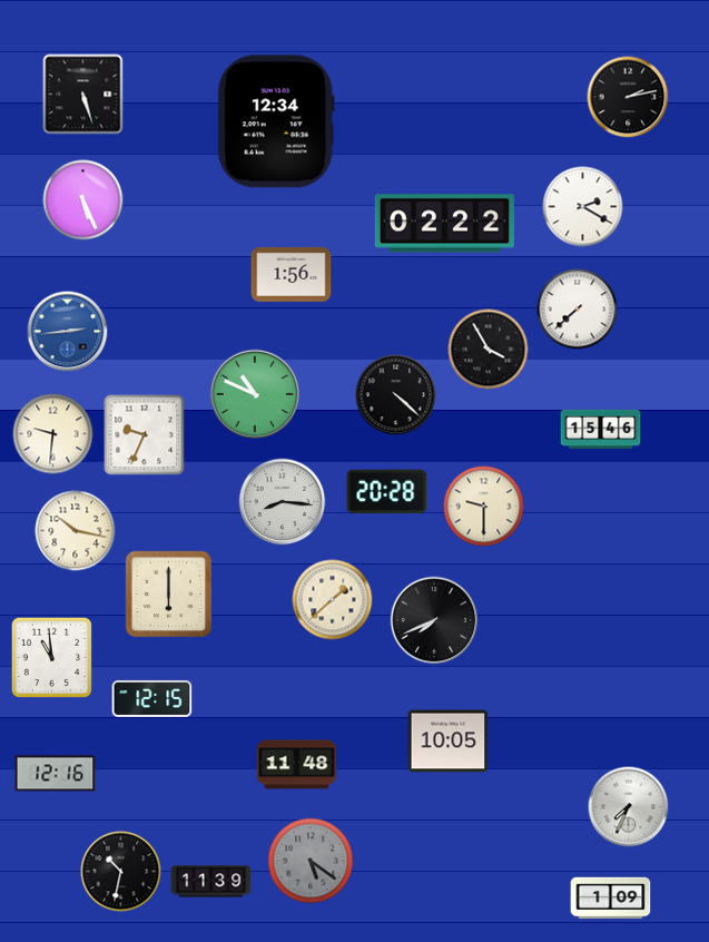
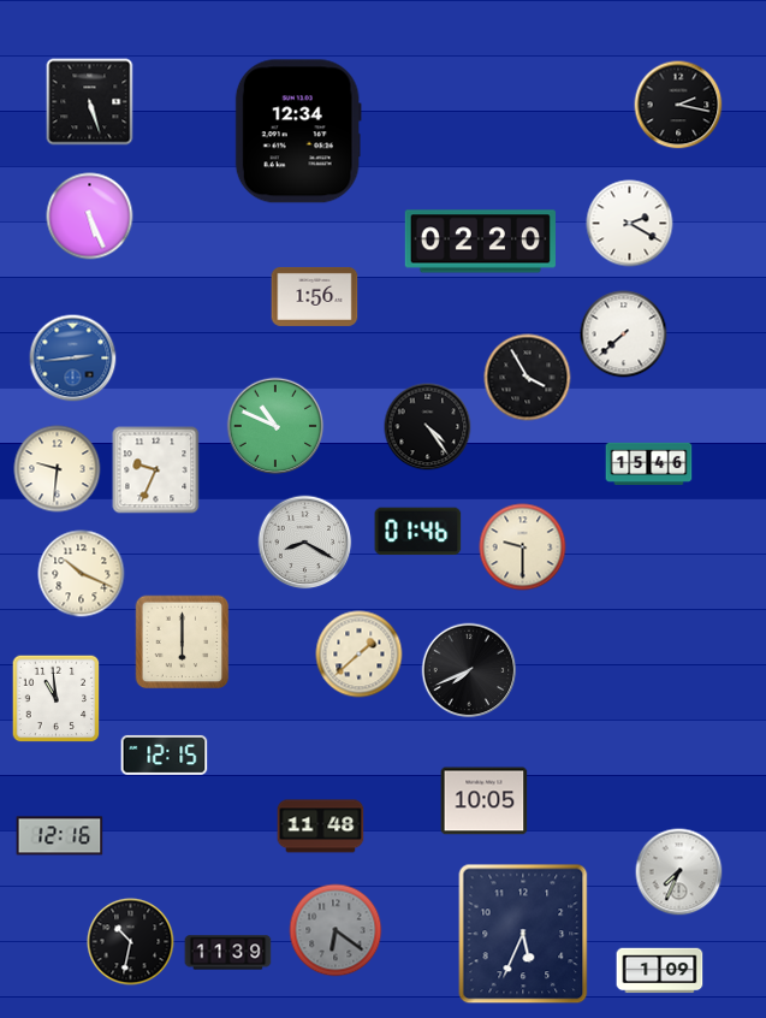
clock at (628, 97): 2:13 -> 2:17
clock at (444, 224): 02:22 -> 02:20
clock at (396, 395): 4:22 -> 4:24
clock at (387, 492): 20:28 -> 01:46
clock at (283, 502): 8:16 -> 8:20
clock at (76, 531): 10:17 -> 10:19
clock at (333, 600) position: (333, 600) -> (360, 655)
clock at (52, 658) position: (52, 658) -> (57, 699)
clock at (311, 861): 5:21 -> 6:21
clock at (523, 934): none -> 5:34
